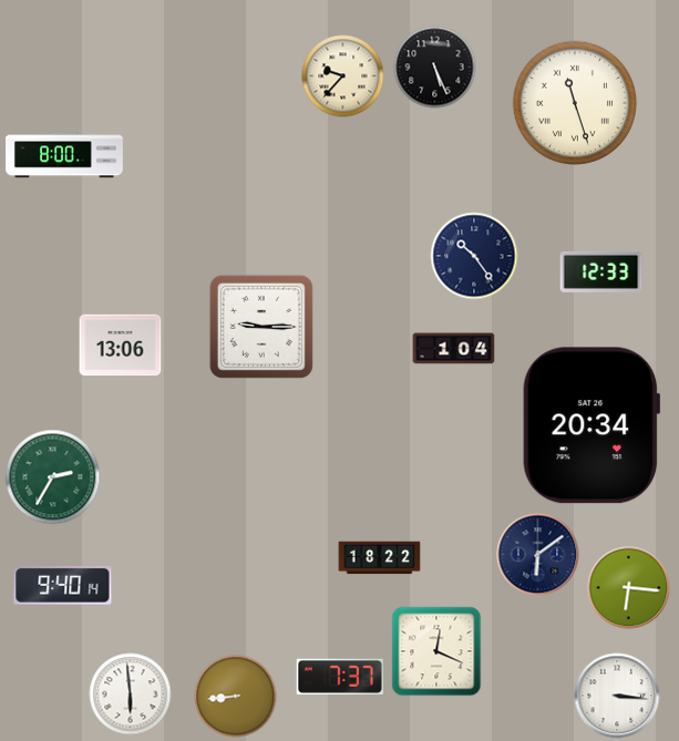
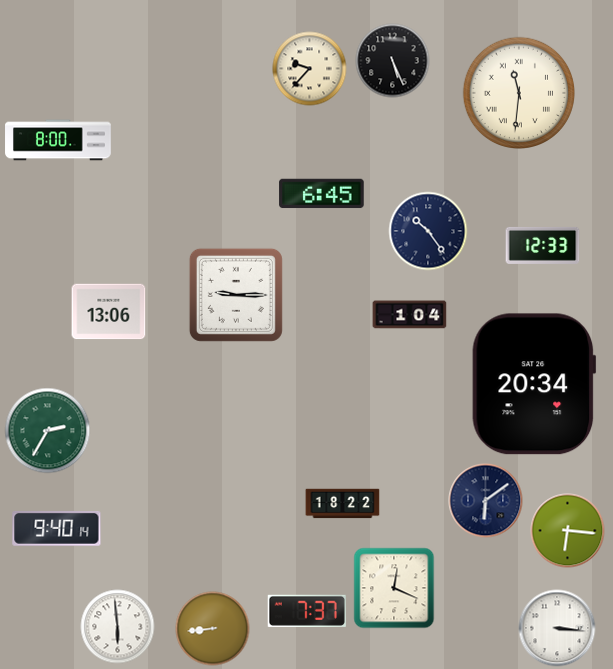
clock at (574, 102): 11:27 -> 11:31
clock at (322, 194): none -> 6:45
